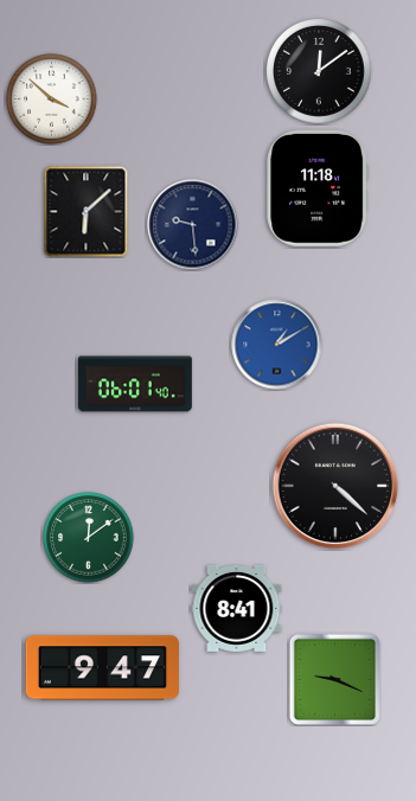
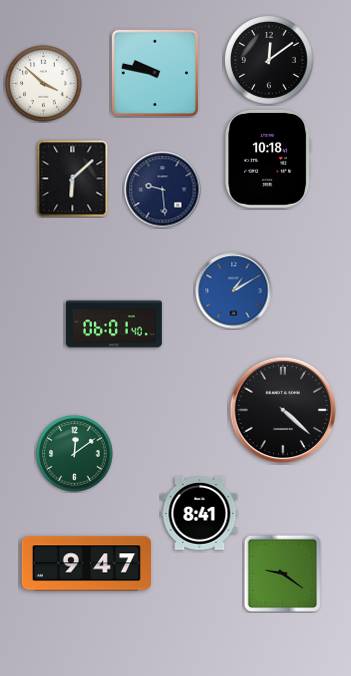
clock at (154, 72): none -> 9:47
clock at (318, 188): 11:18 -> 10:18
clock at (334, 679): 9:19 -> 9:21
